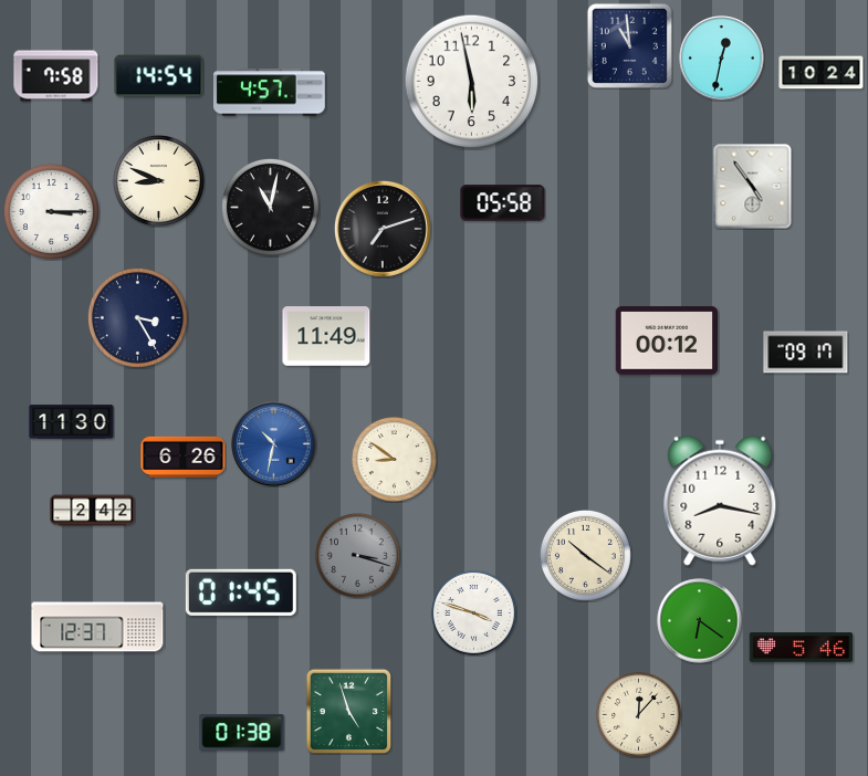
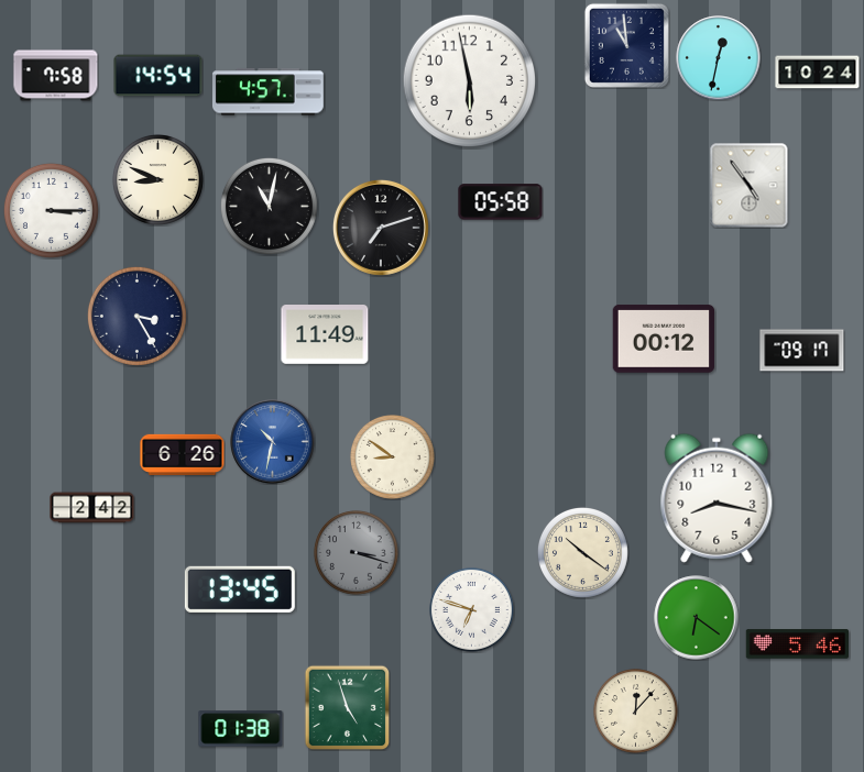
clock at (72, 422): 11:30 -> none
clock at (241, 593): 01:45 -> 13:45
clock at (474, 614): 3:48 -> 6:48
clock at (97, 627): 12:37 -> none
